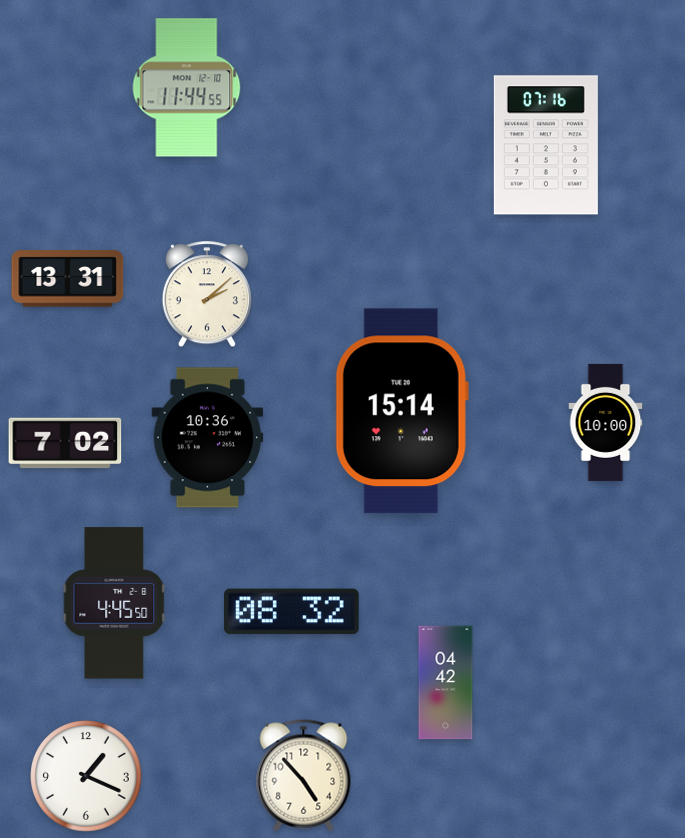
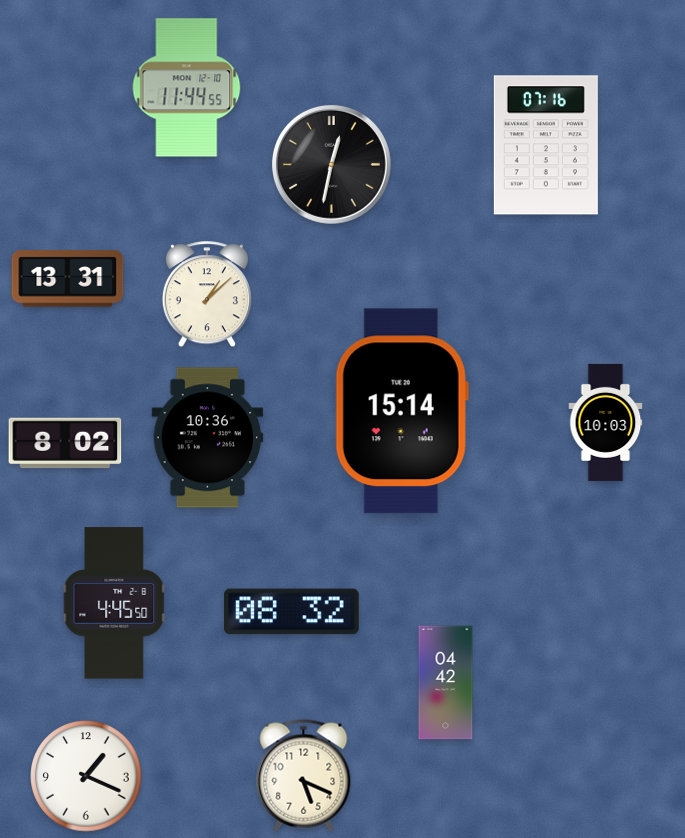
clock at (331, 164): none -> 12:32
clock at (207, 295): 2:08 -> 1:08
clock at (606, 422): 10:00 -> 10:03
clock at (65, 443): 7:02 -> 8:02
clock at (304, 776): 4:53 -> 5:19
